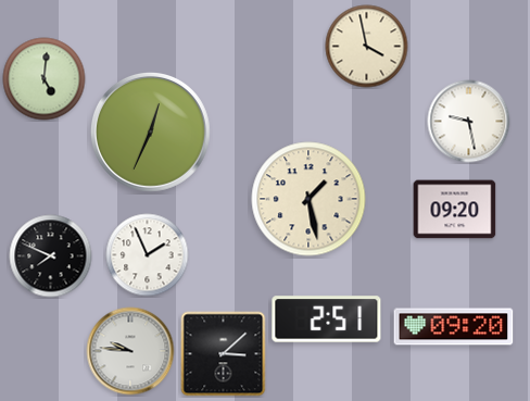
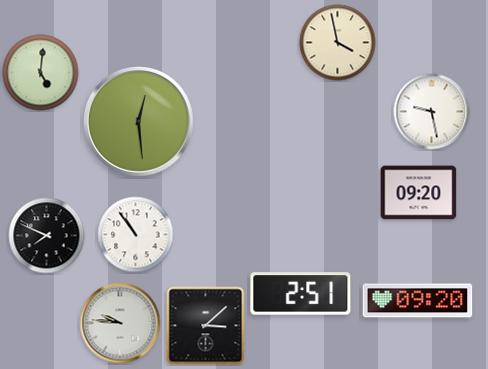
clock at (151, 133): 12:34 -> 12:29
clock at (308, 199): 1:28 -> none
clock at (148, 255): 1:56 -> 10:54
